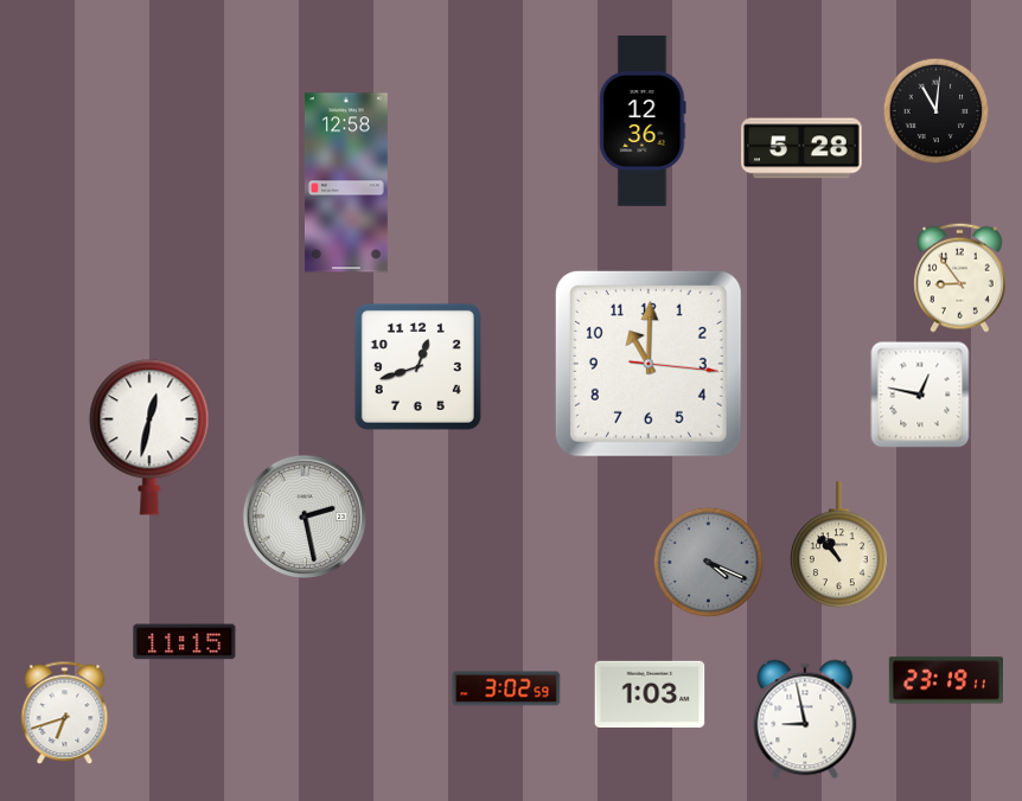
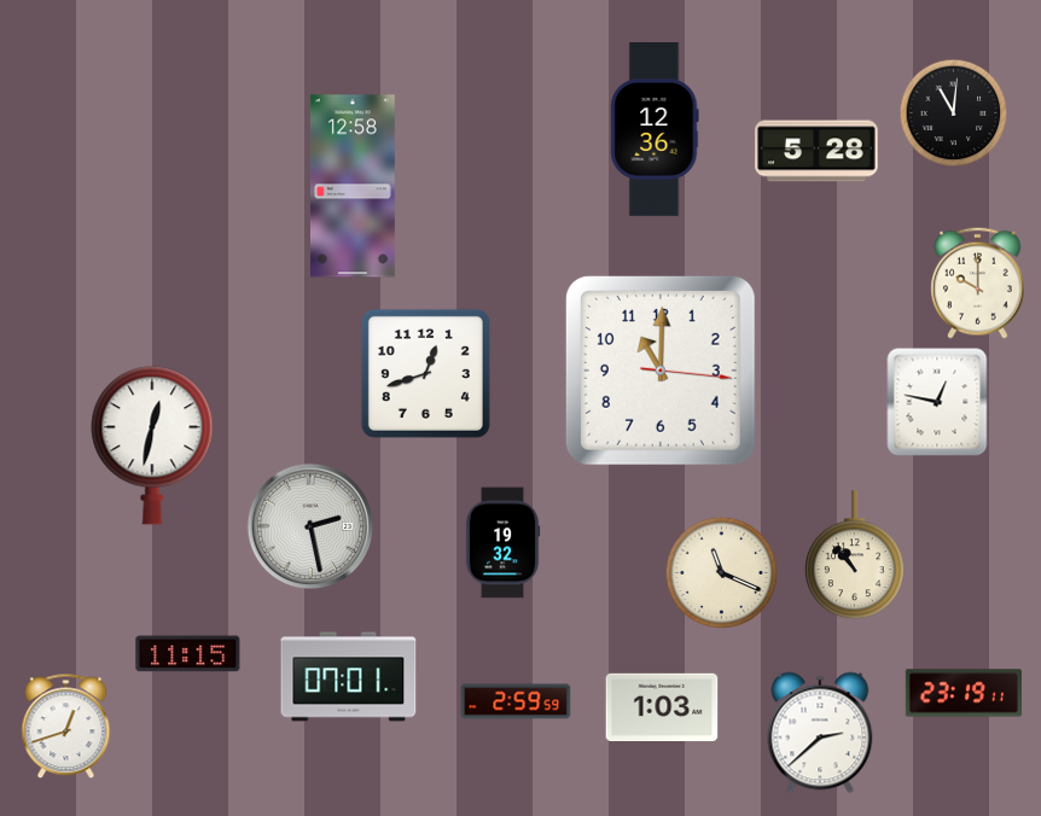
clock at (643, 122) position: (643, 122) -> (655, 130)
clock at (960, 277): 8:54 -> 10:00
clock at (502, 543): none -> 19:32
clock at (709, 563): 4:19 -> 11:19
clock at (709, 563) dial: grey -> cream
clock at (349, 677): none -> 07:01
clock at (506, 688): 3:02 -> 2:59
clock at (65, 713): 6:42 -> 12:42
clock at (805, 719): 8:58 -> 2:38
